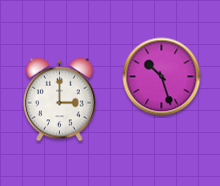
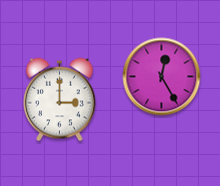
clock at (162, 77): 10:27 -> 12:25
